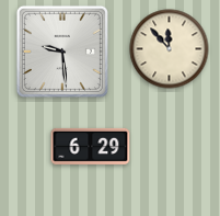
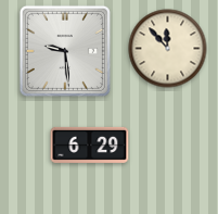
clock at (62, 52) position: (62, 52) -> (65, 51)
